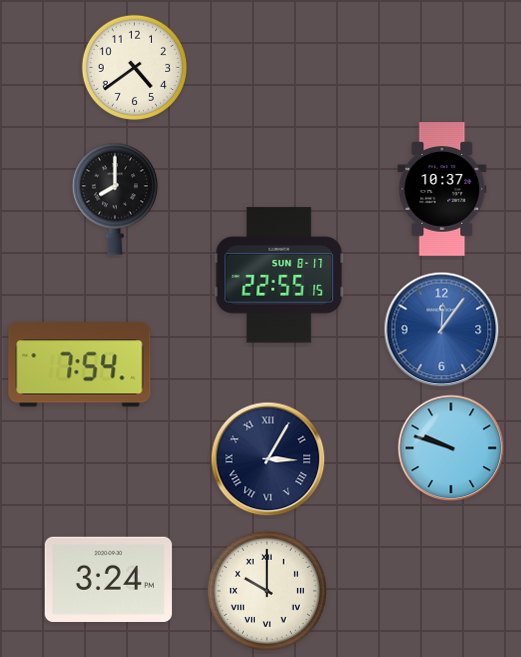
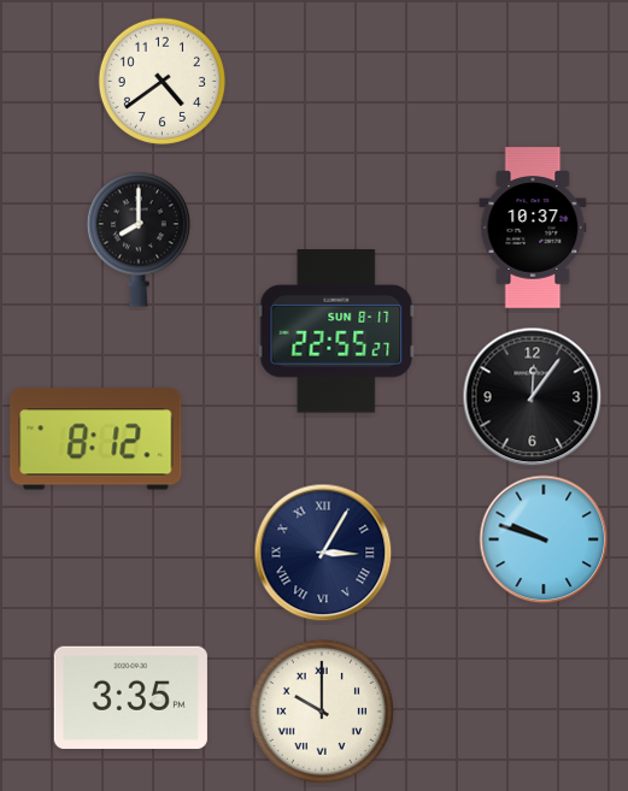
clock at (279, 275): 22:55:15 -> 22:55:27
clock at (442, 330) dial: blue -> black
clock at (80, 365): 7:54 -> 8:12
clock at (108, 579): 3:24 -> 3:35
